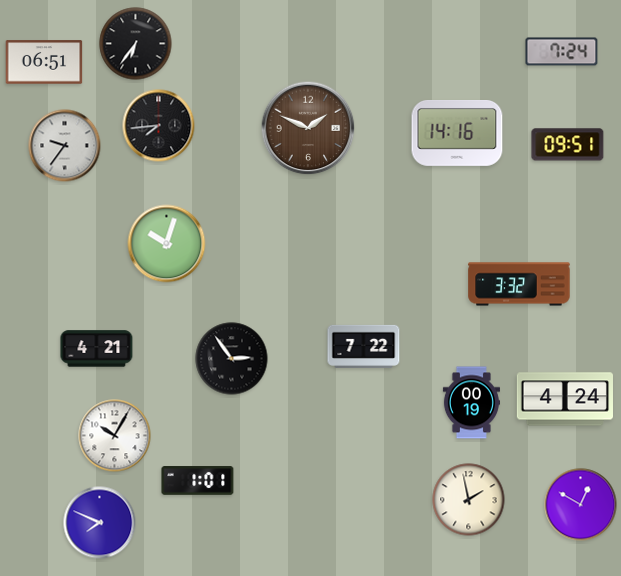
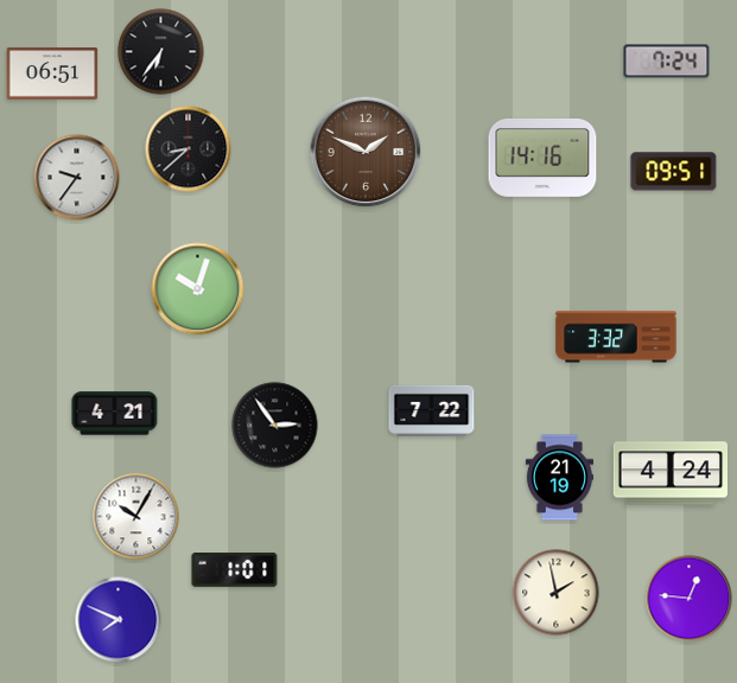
clock at (159, 126): 7:44 -> 8:38
clock at (65, 146) position: (65, 146) -> (77, 178)
clock at (471, 403): 00:19 -> 21:19
clock at (581, 505): 12:50 -> 12:46
